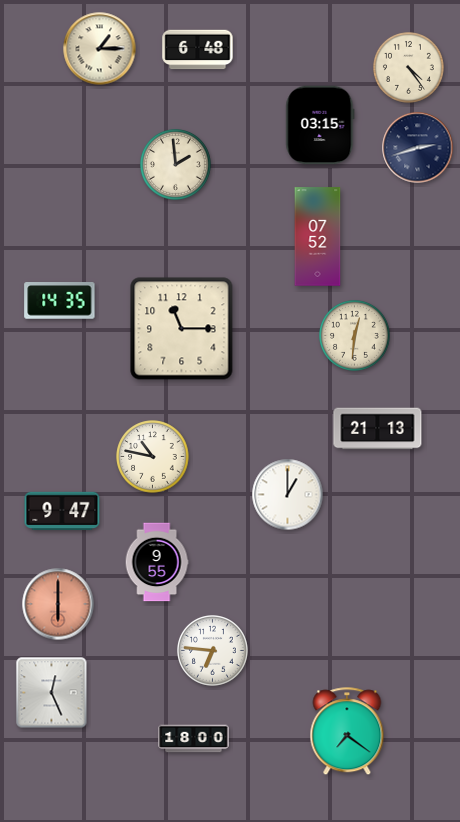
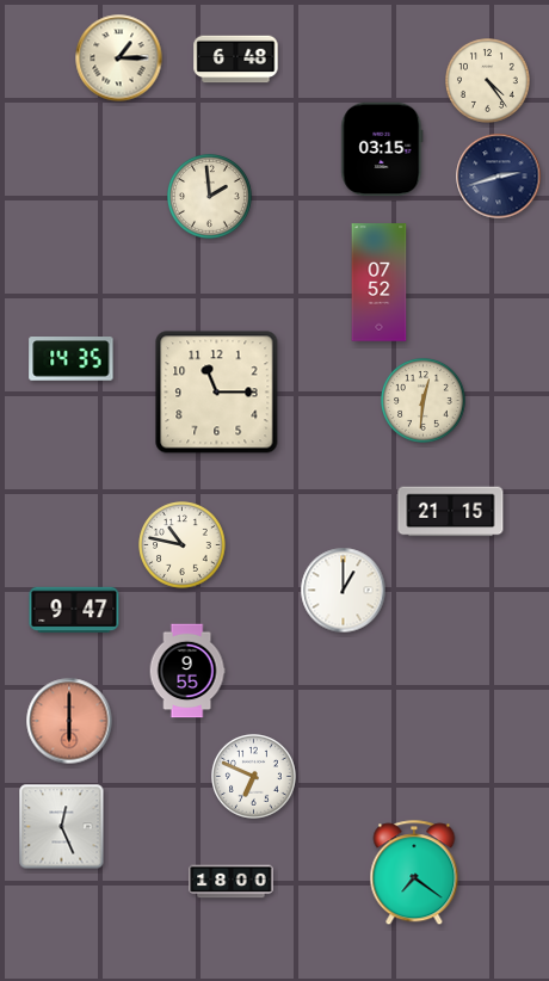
clock at (378, 429): 21:13 -> 21:15
clock at (213, 651): 6:46 -> 6:49
